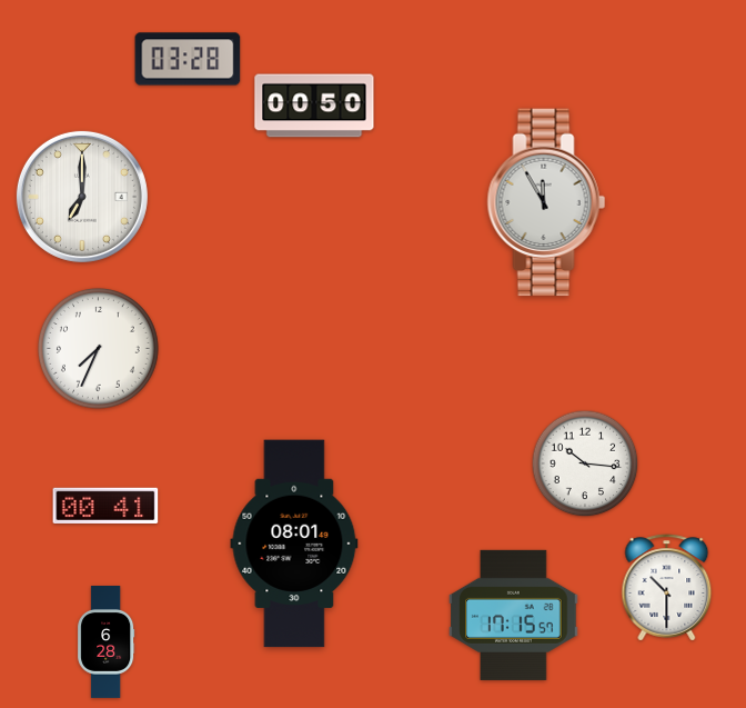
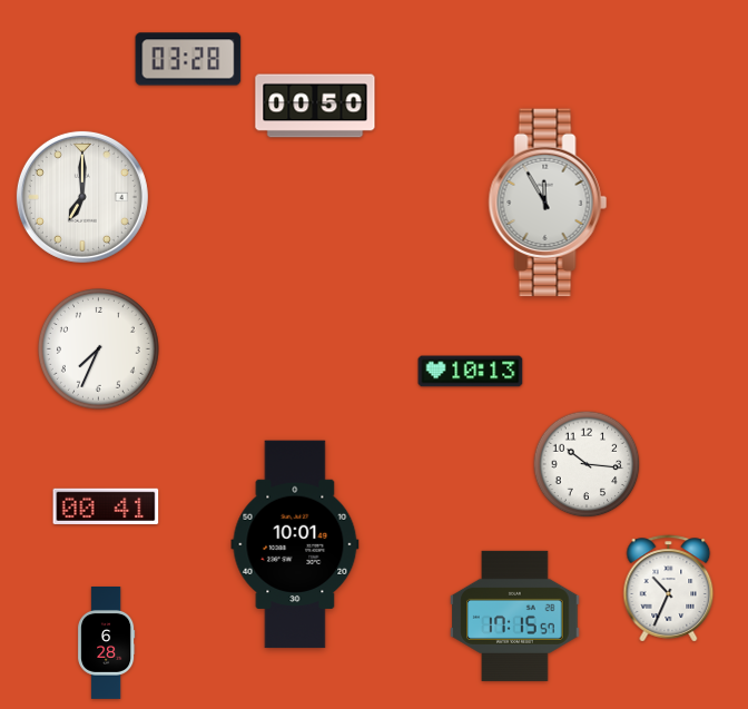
clock at (471, 372): none -> 10:13
clock at (294, 544): 08:01 -> 10:01
clock at (667, 588): 10:30 -> 10:34
